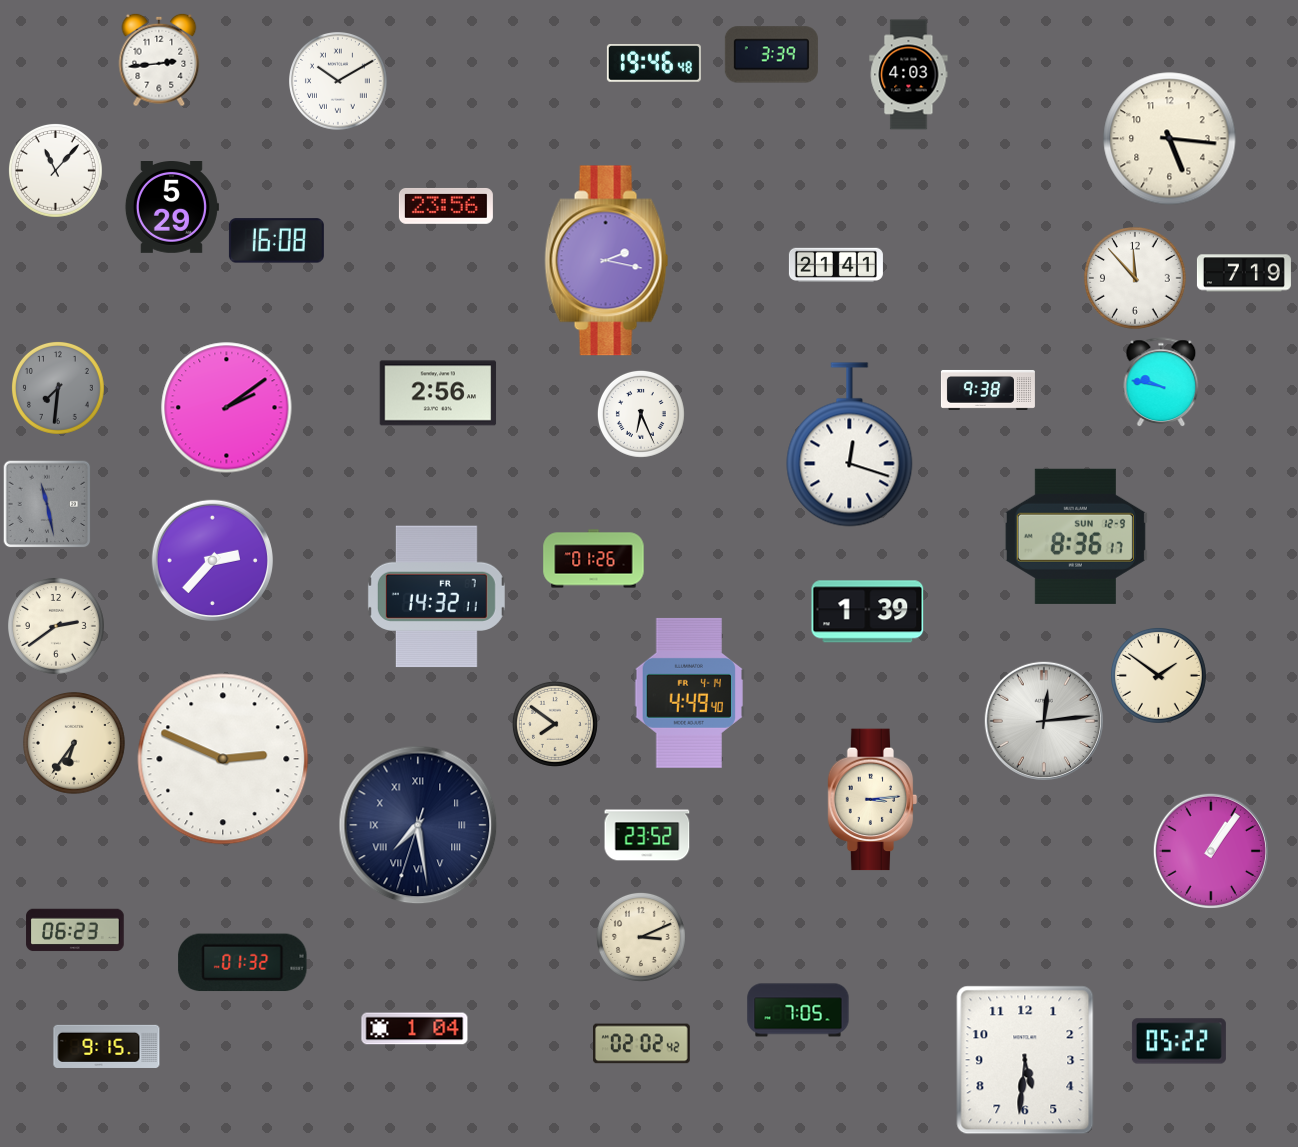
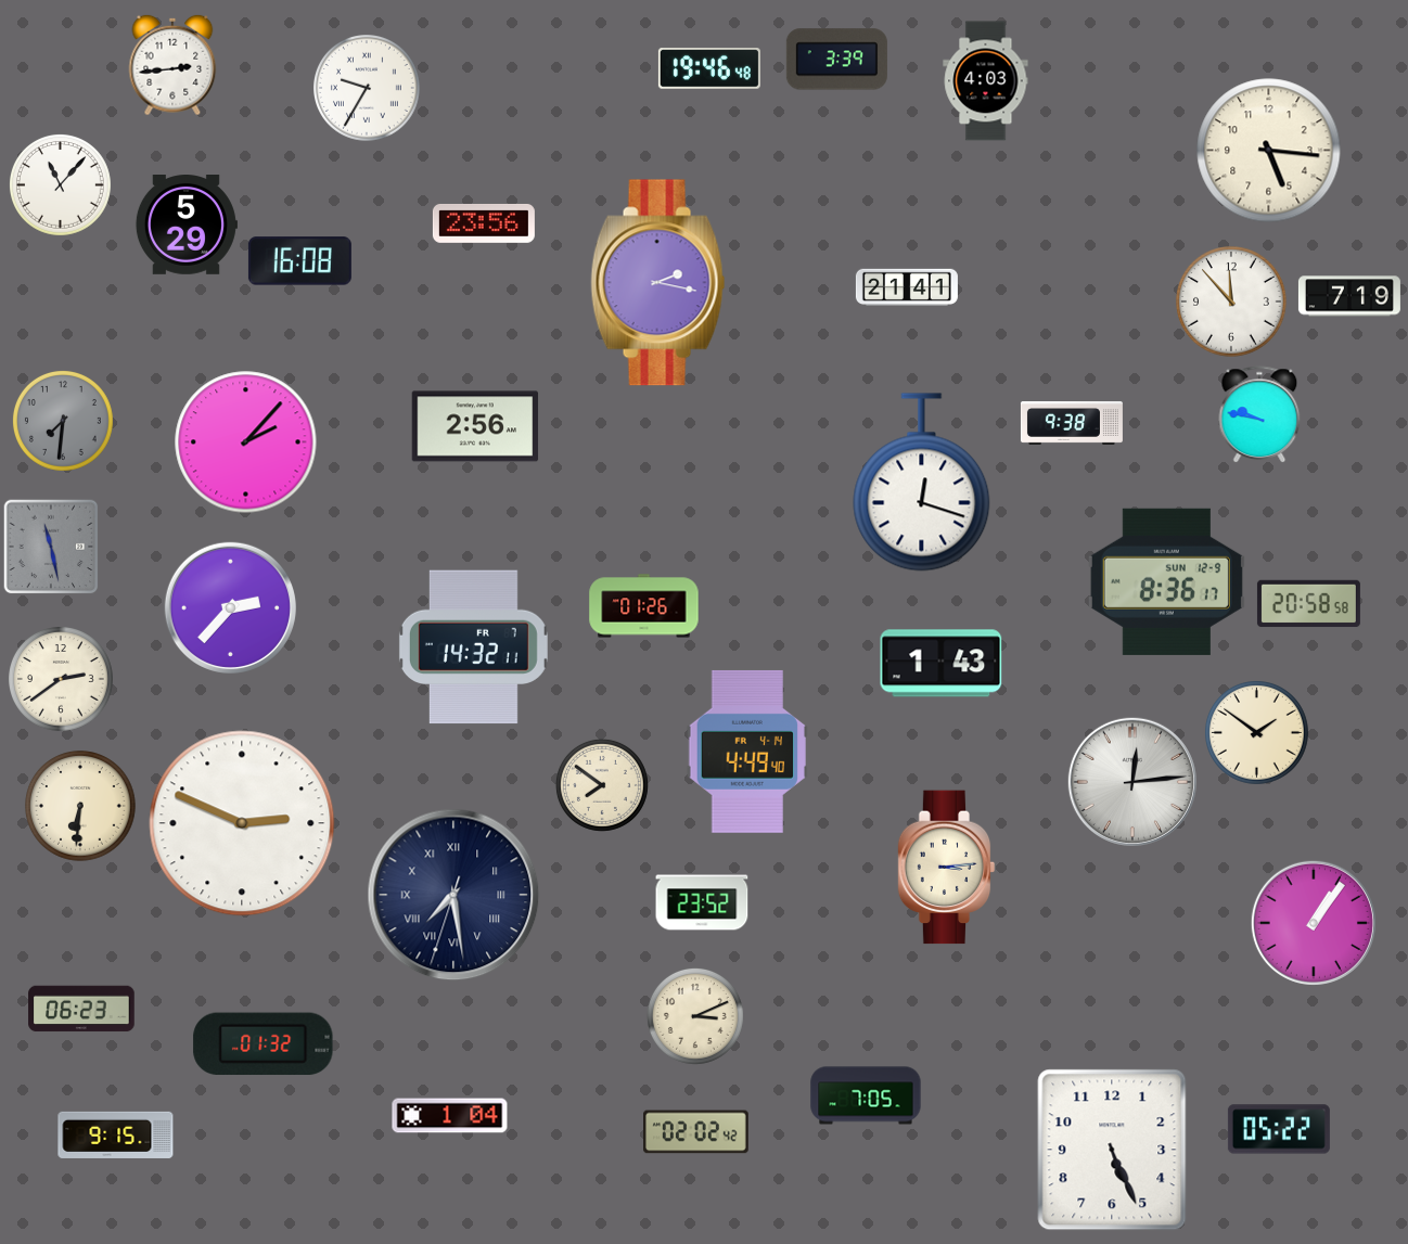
clock at (339, 82): 10:10 -> 9:35
clock at (227, 408): 2:09 -> 2:07
clock at (641, 414): 6:26 -> none
clock at (1308, 604): none -> 20:58
clock at (868, 612): 1:39 -> 1:43
clock at (74, 743): 6:36 -> 6:31
clock at (647, 835) position: (647, 835) -> (702, 902)
clock at (1025, 1060): 5:31 -> 5:26
